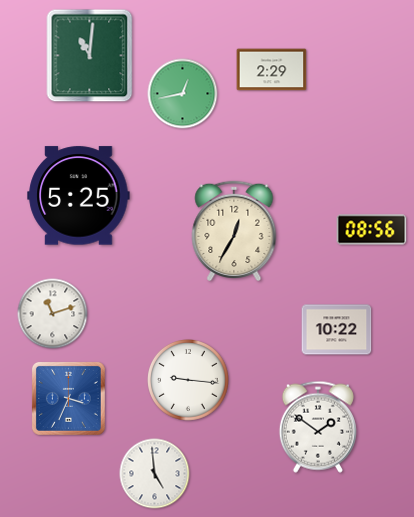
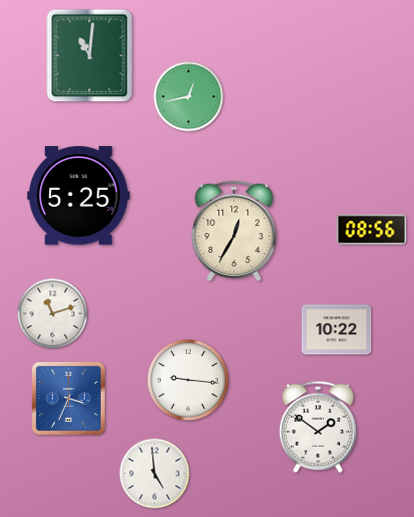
clock at (272, 70): 2:29 -> none
clock at (183, 94) position: (183, 94) -> (189, 97)
